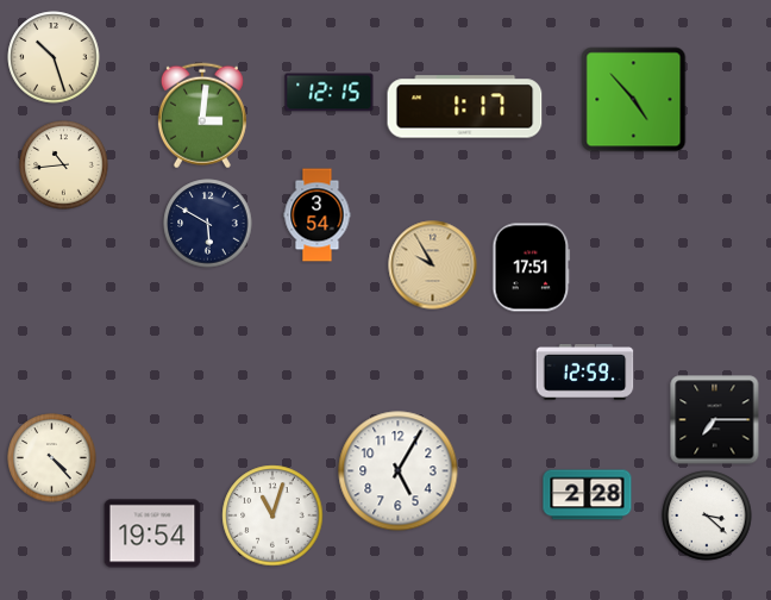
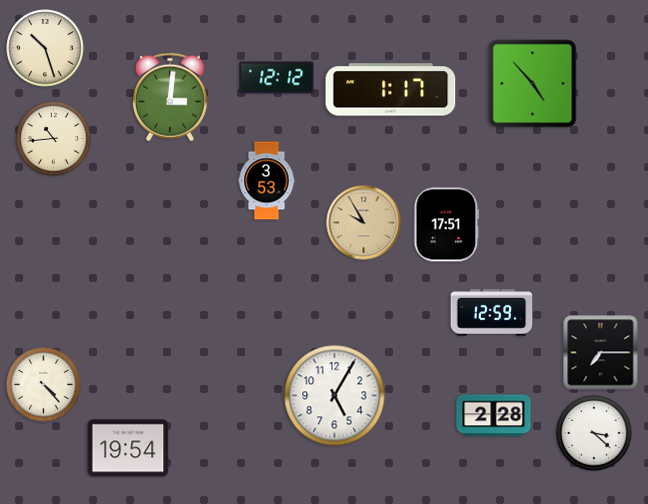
clock at (330, 93): 12:15 -> 12:12
clock at (318, 215): 3:54 -> 3:53
clock at (208, 224): 5:50 -> none
clock at (272, 515): 11:03 -> none
